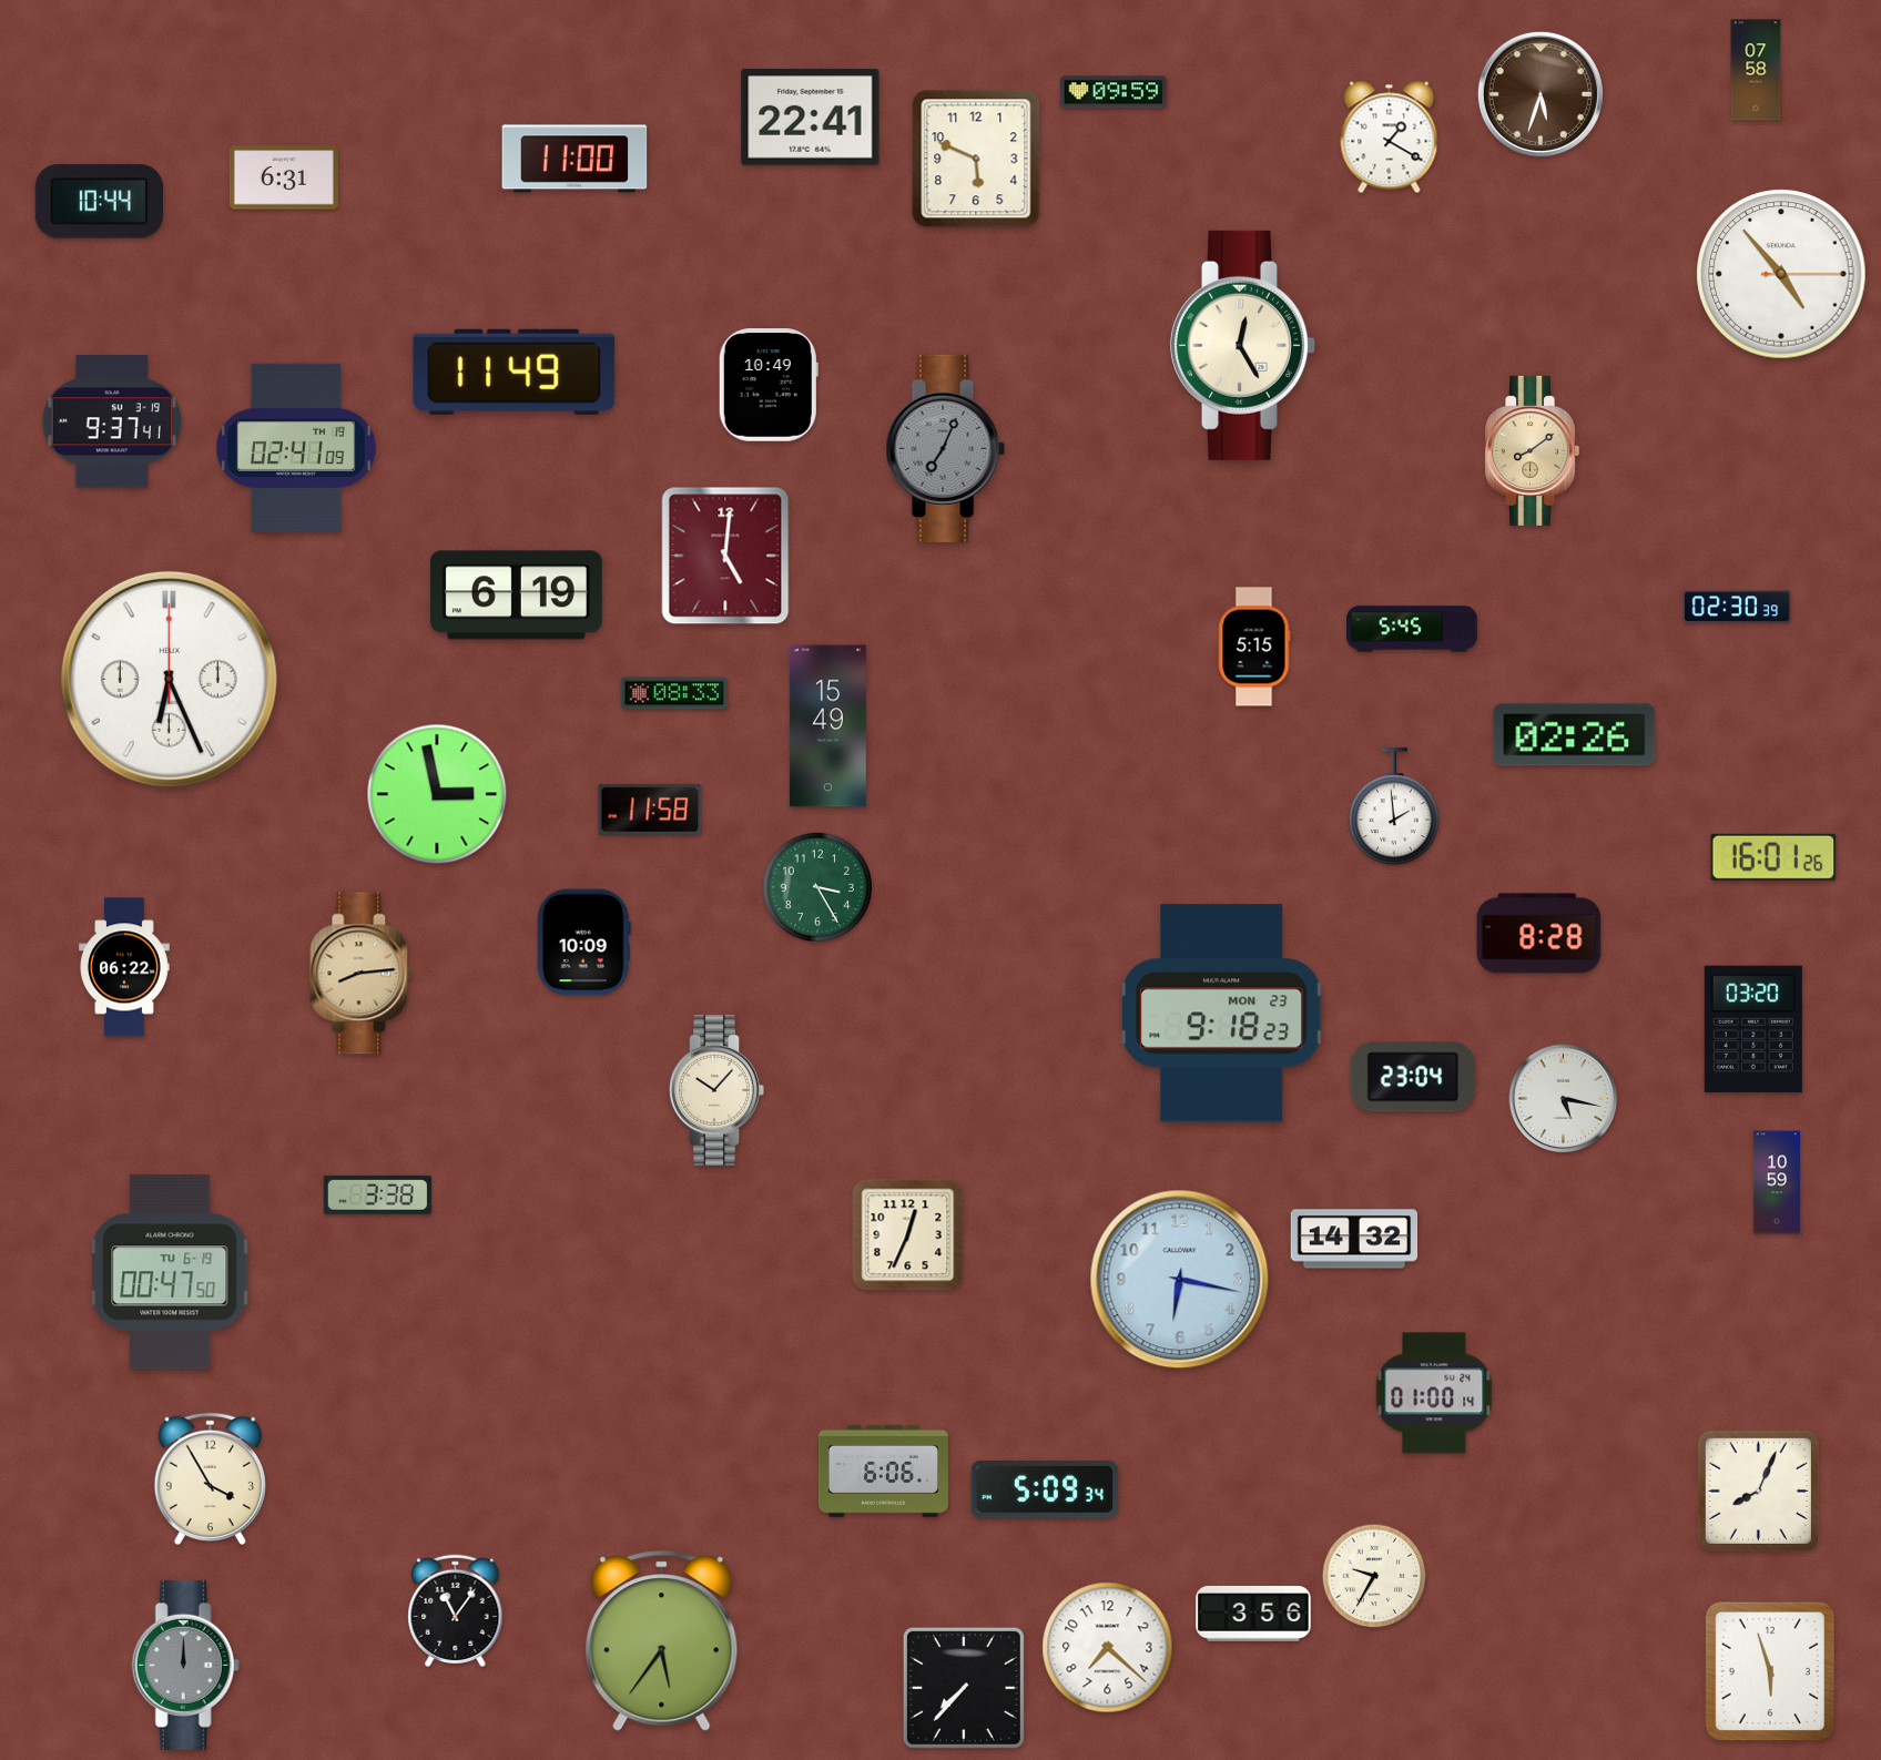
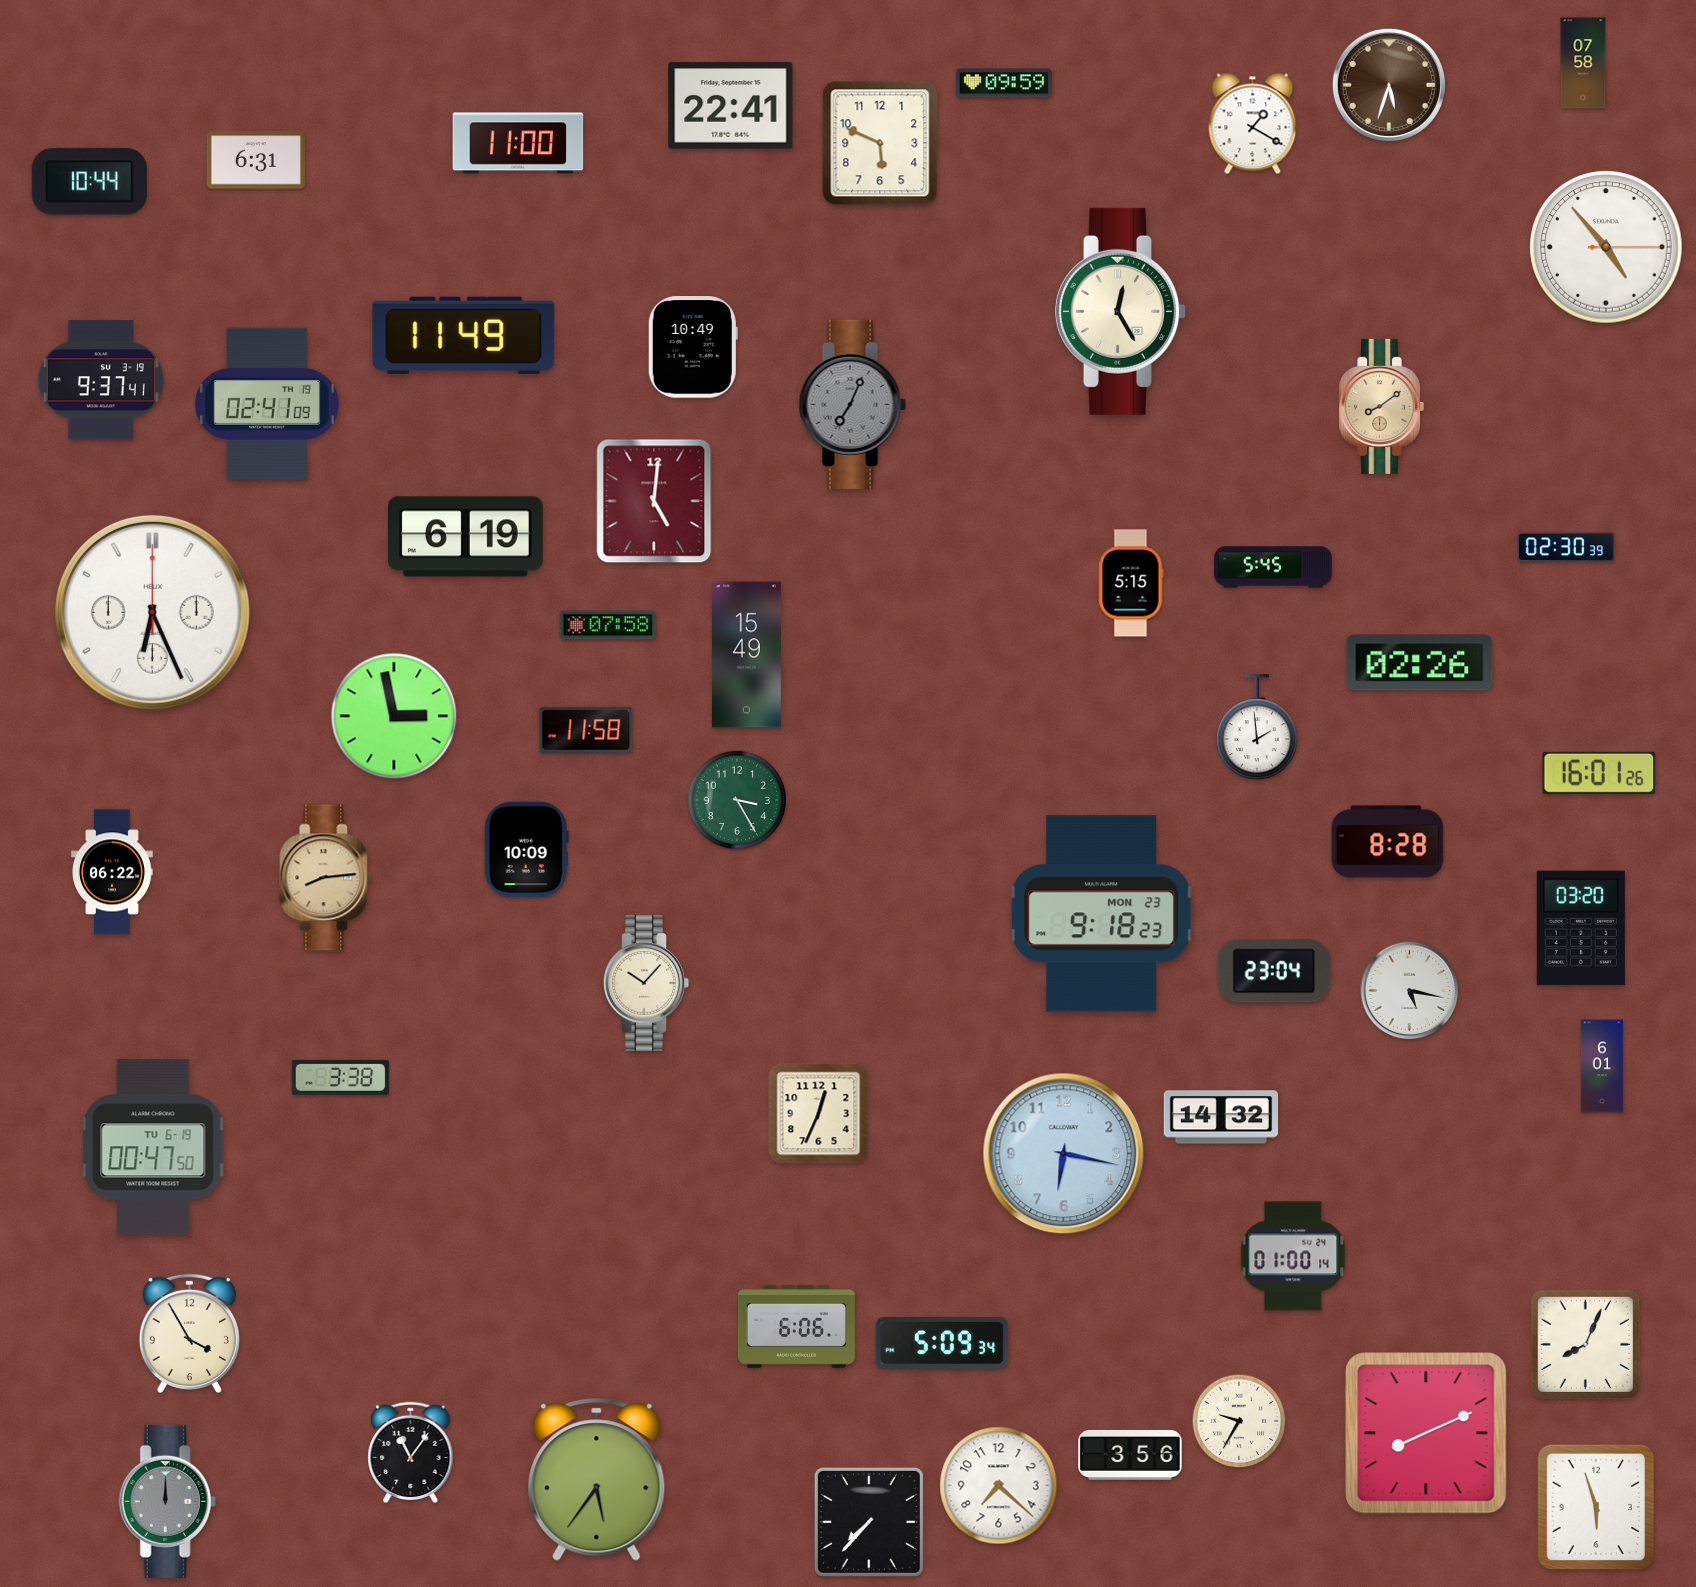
clock at (674, 693): 08:33 -> 07:58
clock at (1777, 1182): 10:59 -> 6:01
clock at (1426, 1433): none -> 8:11
